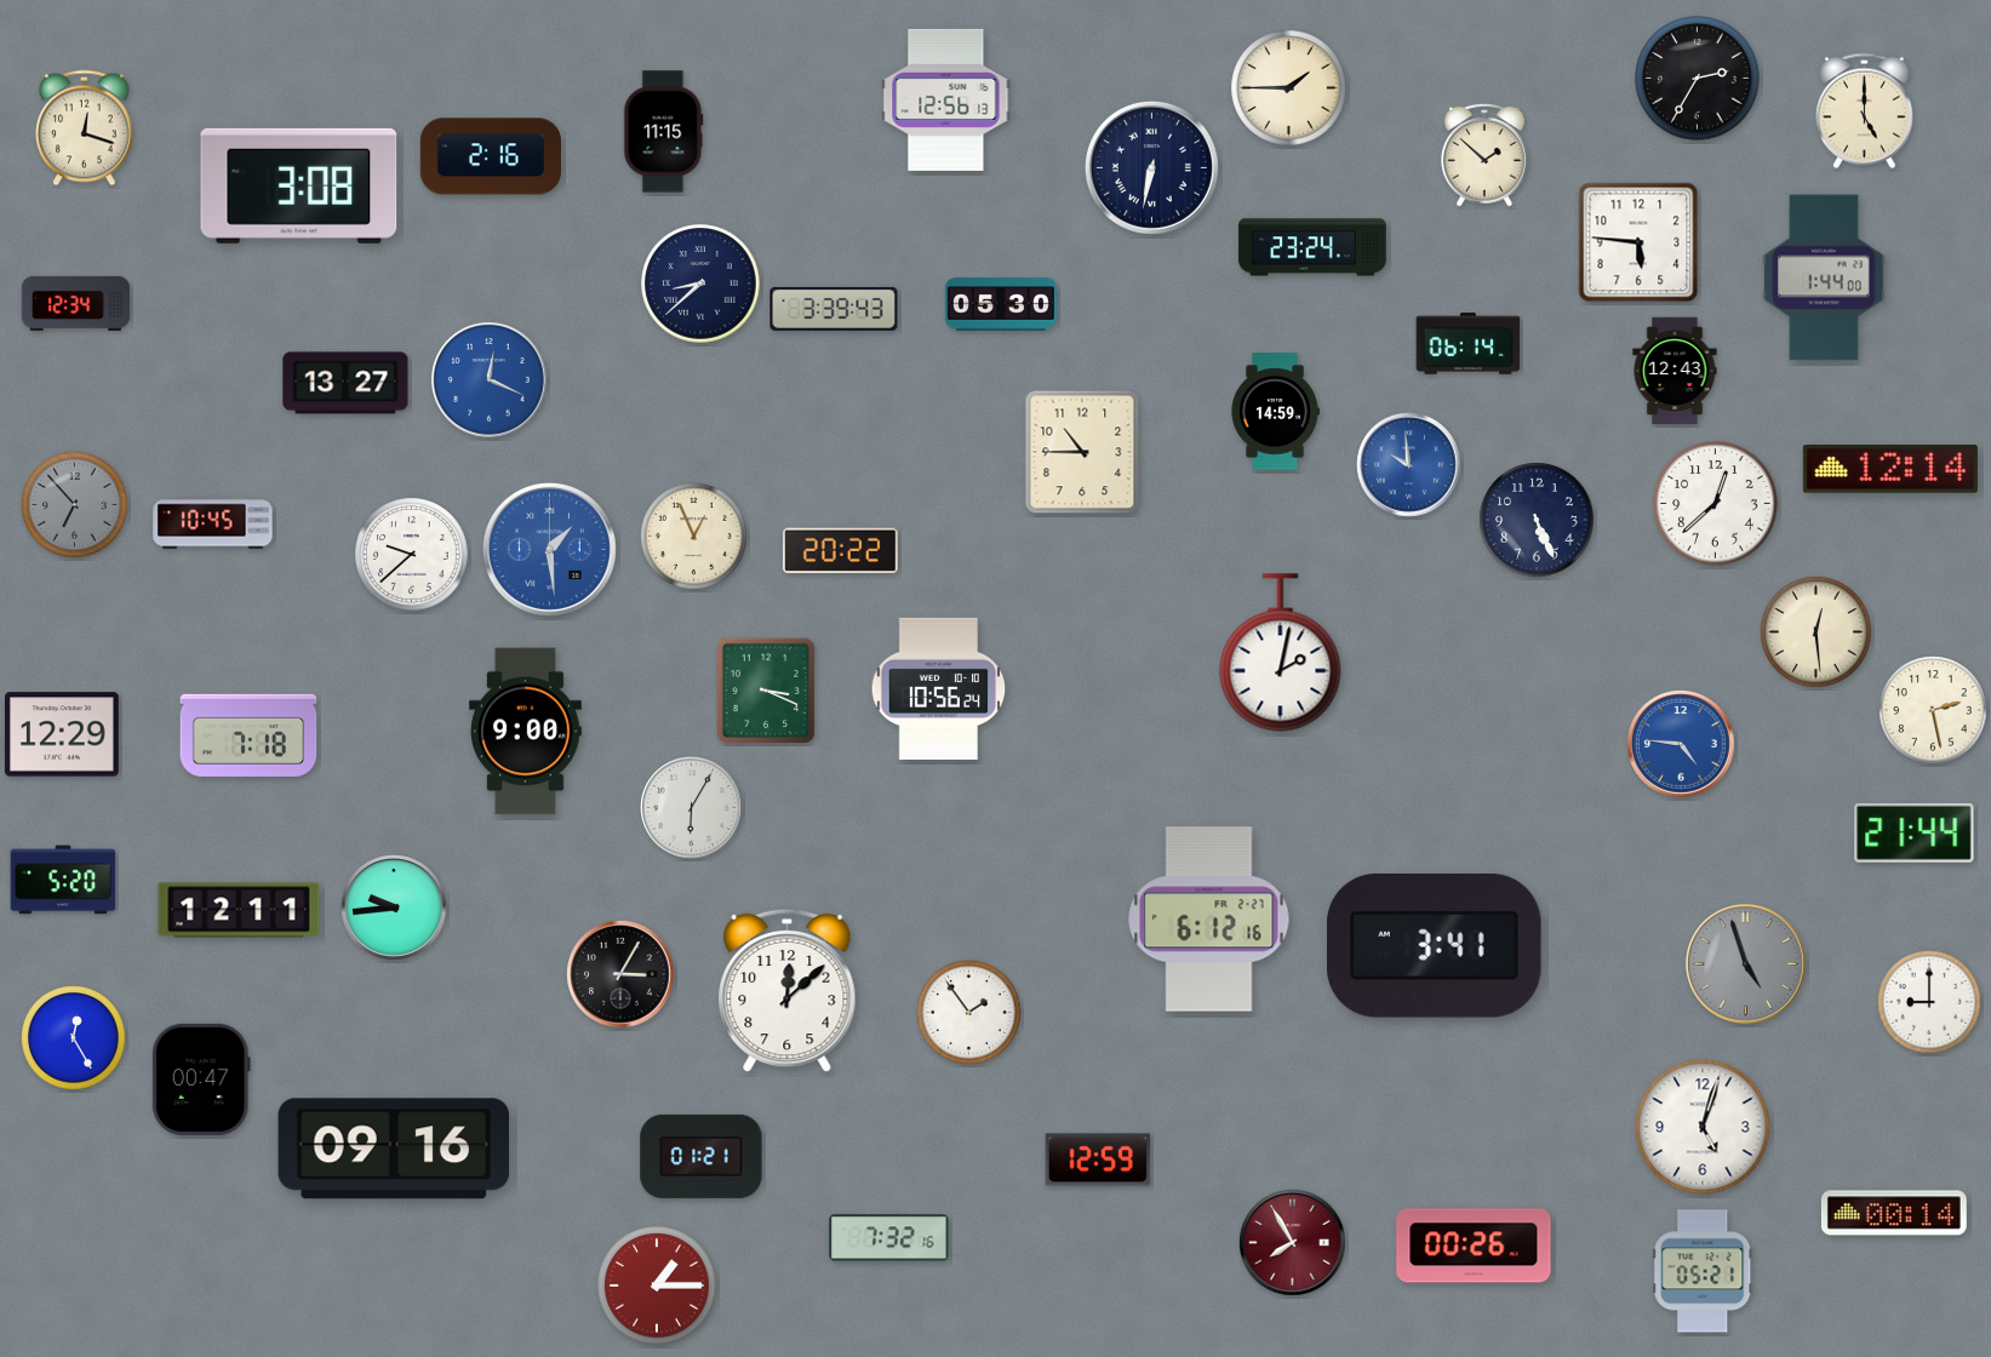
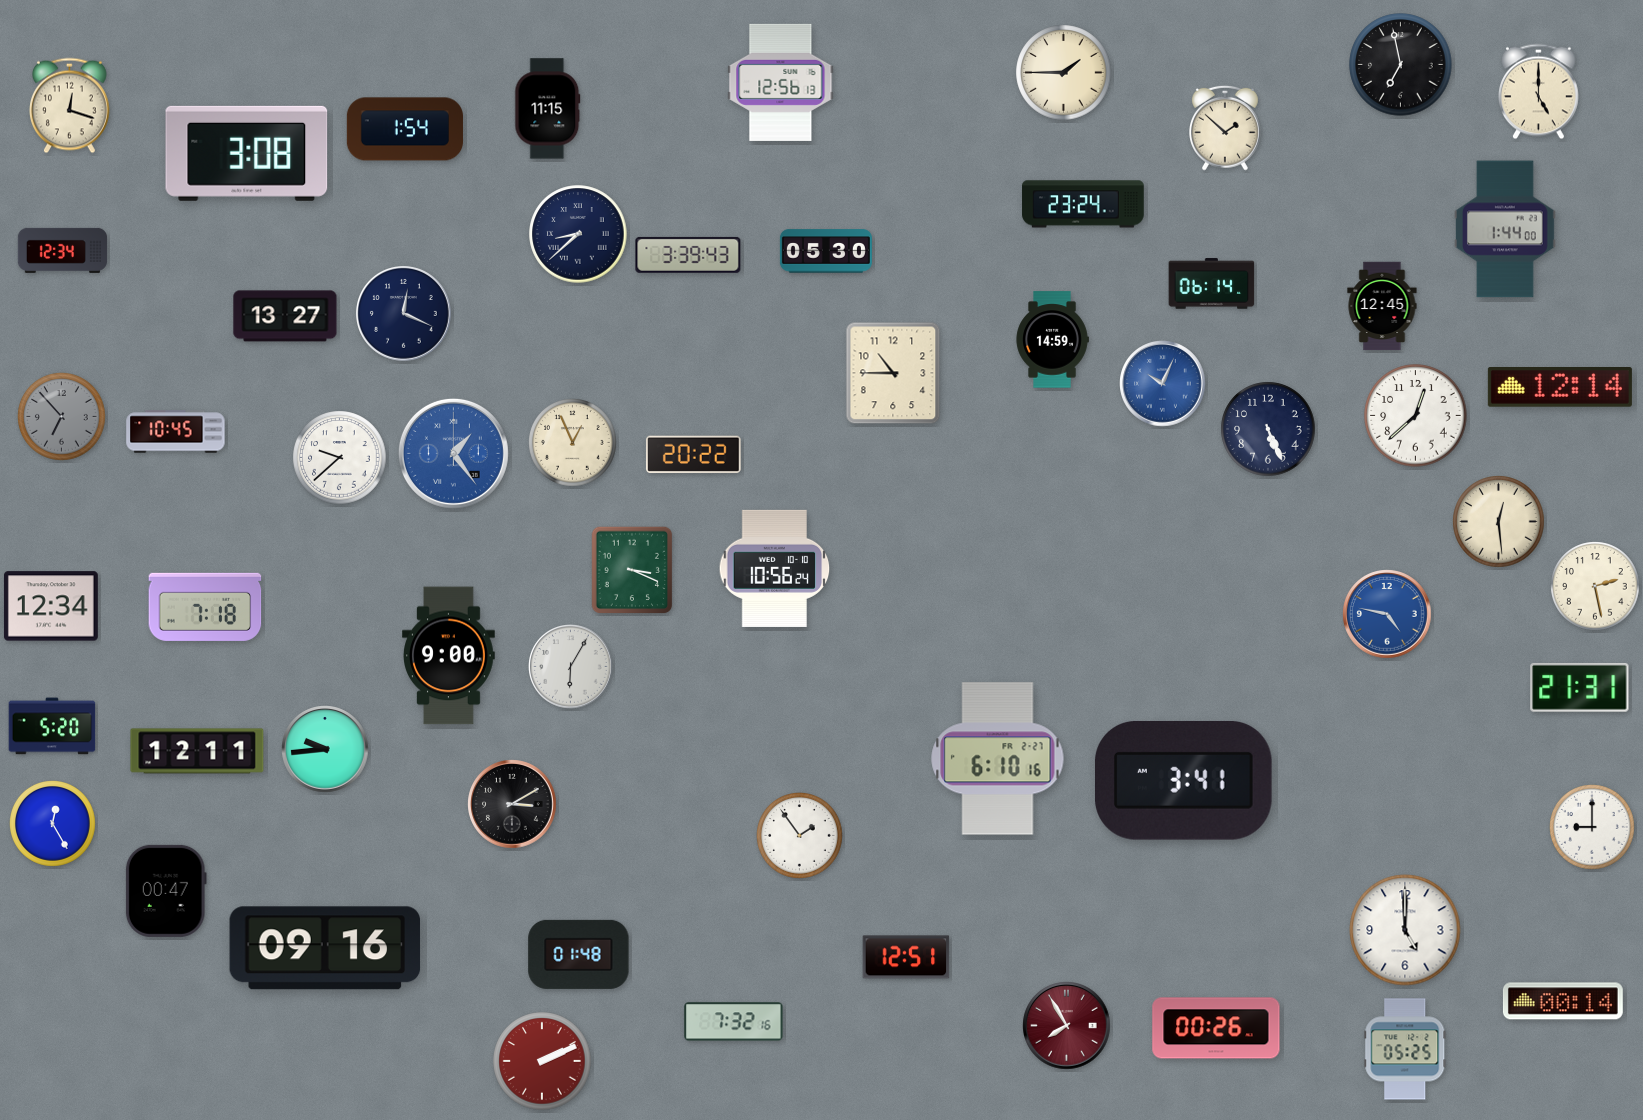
clock at (1698, 79): 2:35 -> 6:58
clock at (491, 156): 2:16 -> 1:54
clock at (1151, 167): 6:32 -> none
clock at (1638, 242): 5:46 -> none
clock at (1675, 371): 12:43 -> 12:45
clock at (490, 380) dial: blue -> navy
clock at (1409, 465): 9:59 -> 10:04
clock at (549, 549): 1:29 -> 1:24
clock at (1281, 653): 2:02 -> none
clock at (526, 732) position: (526, 732) -> (449, 656)
clock at (62, 734): 12:29 -> 12:34
clock at (1681, 744): 4:46 -> 4:47
clock at (1915, 832): 21:44 -> 21:31
clock at (1209, 920): 6:12 -> 6:10
clock at (1745, 963): 4:57 -> none
clock at (620, 974): 3:05 -> 3:10
clock at (788, 991): 12:08 -> none
clock at (74, 1038) position: (74, 1038) -> (53, 824)
clock at (1703, 1127): 5:03 -> 5:00
clock at (702, 1156): 01:21 -> 01:48
clock at (1098, 1160): 12:59 -> 12:51
clock at (1703, 1271): 05:21 -> 05:25
clock at (657, 1286): 1:15 -> 2:11
